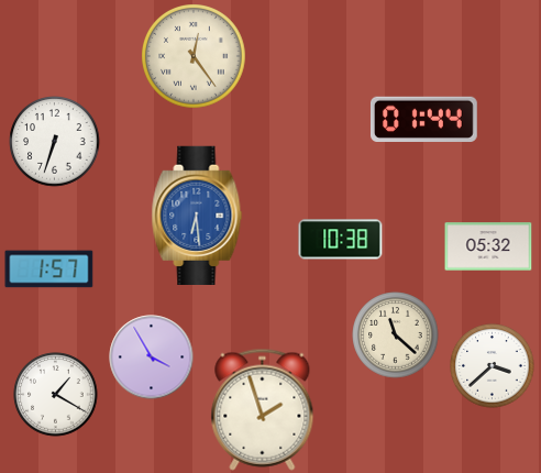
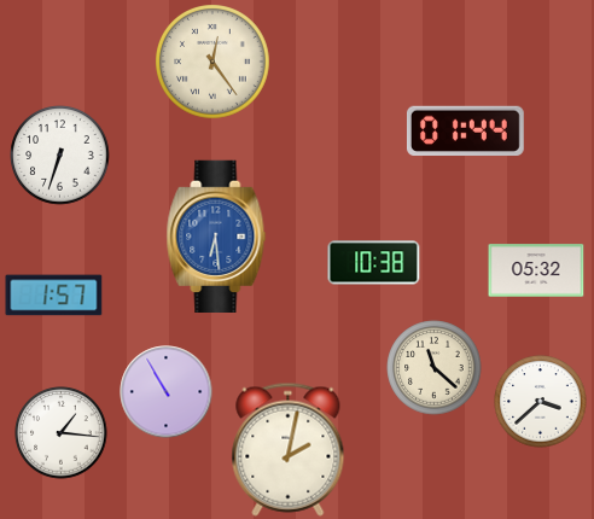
clock at (152, 358): 3:55 -> 10:55
clock at (56, 395): 1:20 -> 1:16
clock at (263, 409): 1:57 -> 2:02
